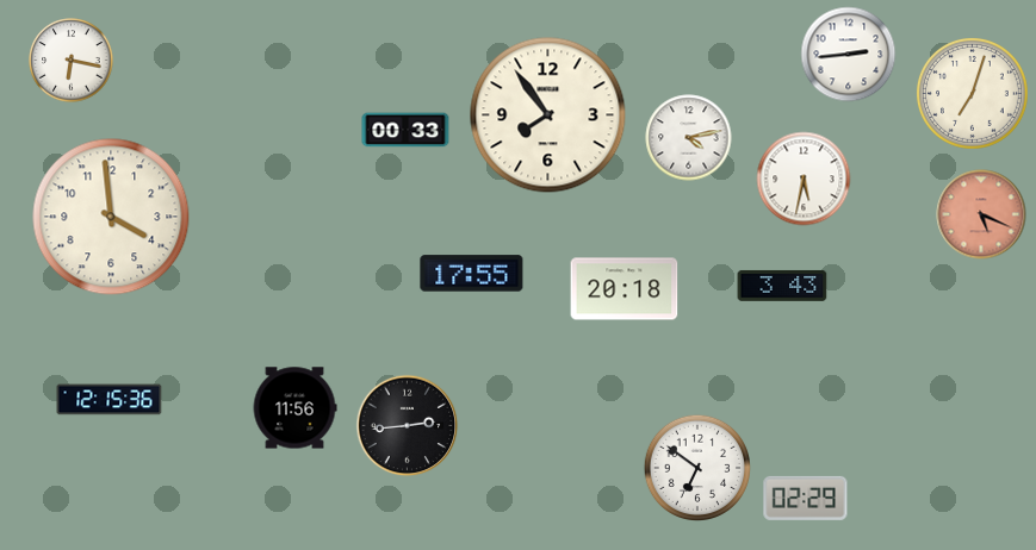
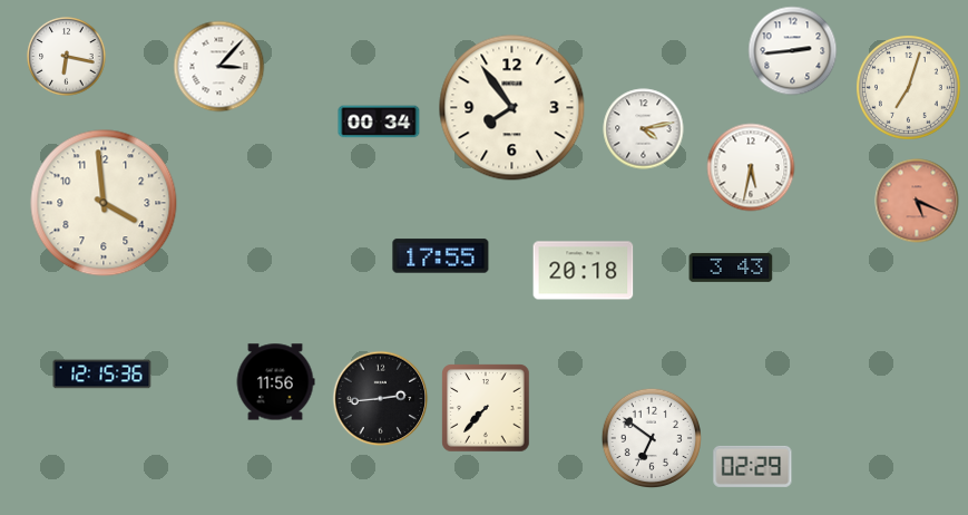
clock at (219, 67): none -> 3:07
clock at (405, 130): 00:33 -> 00:34
clock at (486, 408): none -> 7:37
